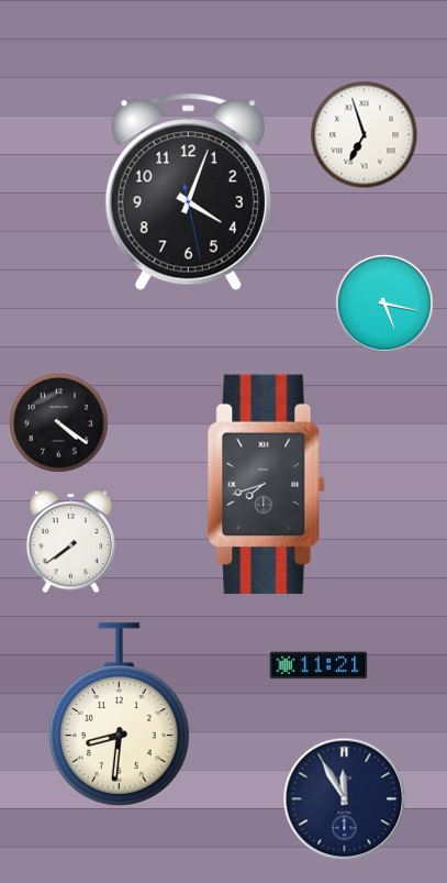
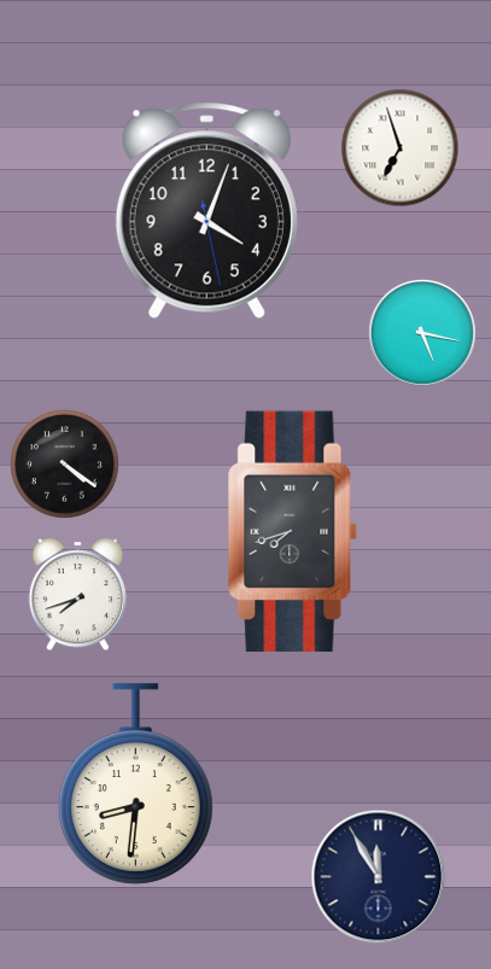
clock at (71, 542): 7:39 -> 7:42
clock at (319, 665): 11:21 -> none
clock at (120, 715) position: (120, 715) -> (136, 784)
